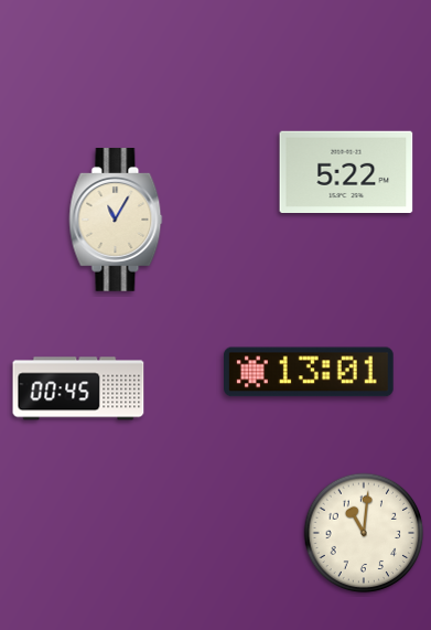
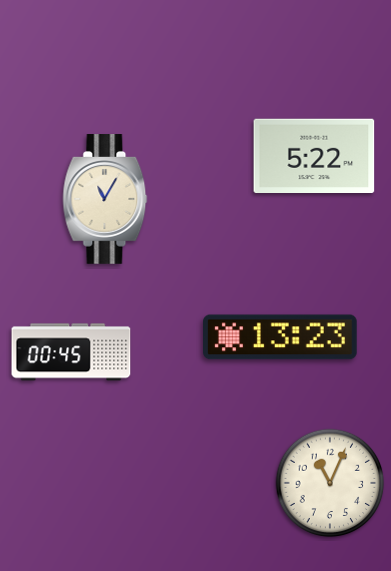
clock at (310, 372): 13:01 -> 13:23
clock at (364, 533): 11:01 -> 11:04
